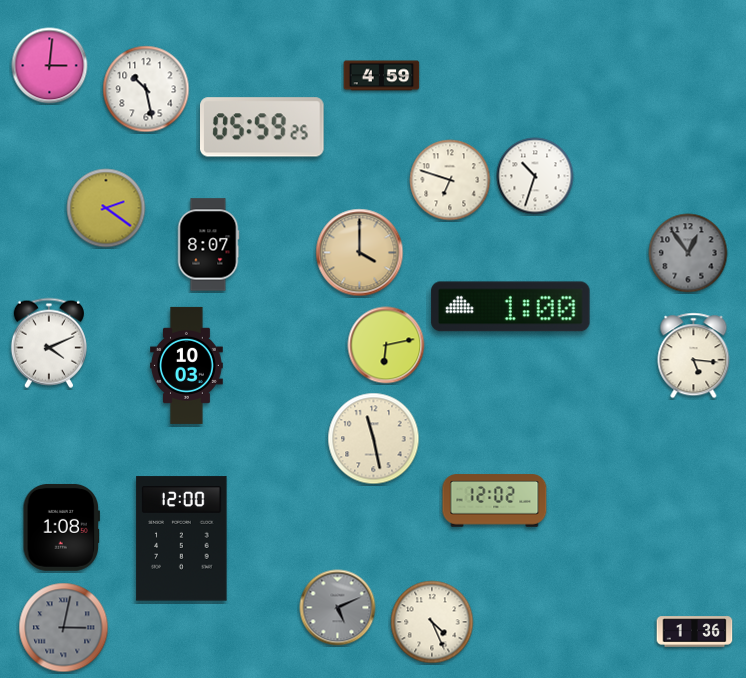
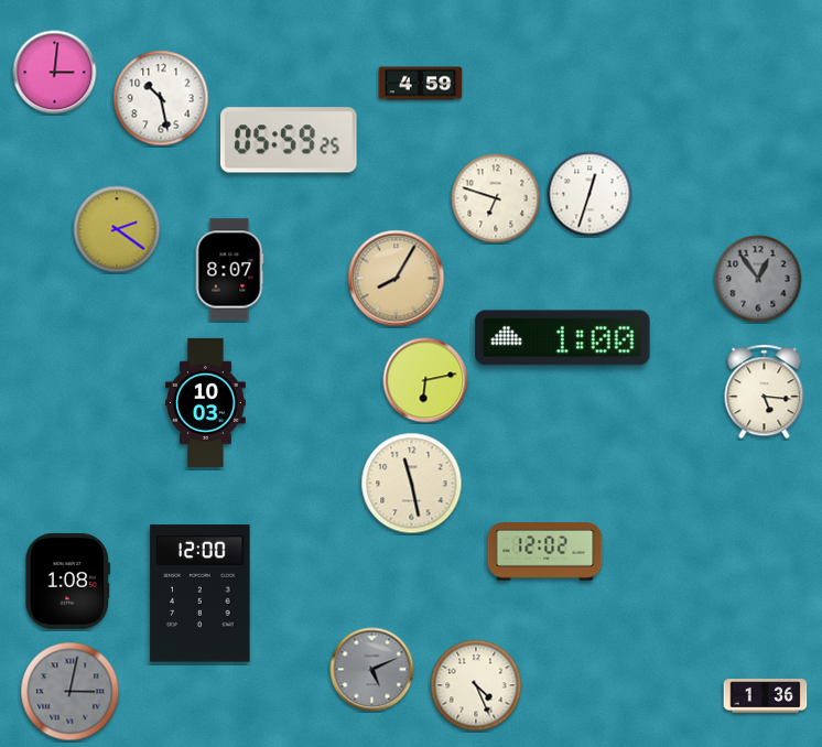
clock at (535, 176): 10:33 -> 12:33
clock at (360, 253): 4:00 -> 8:05
clock at (49, 343): 4:11 -> none
